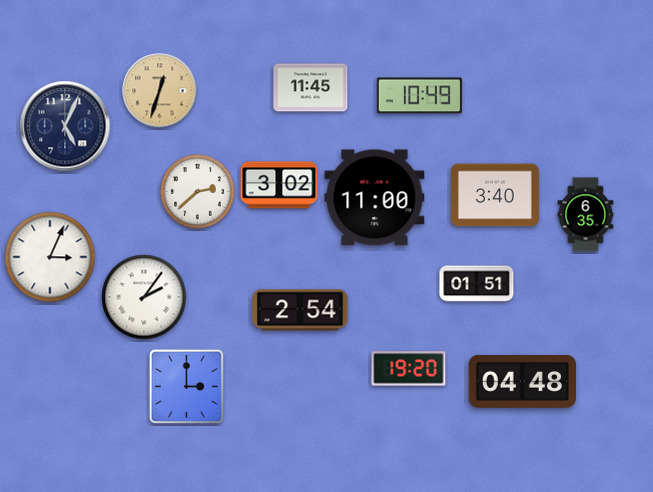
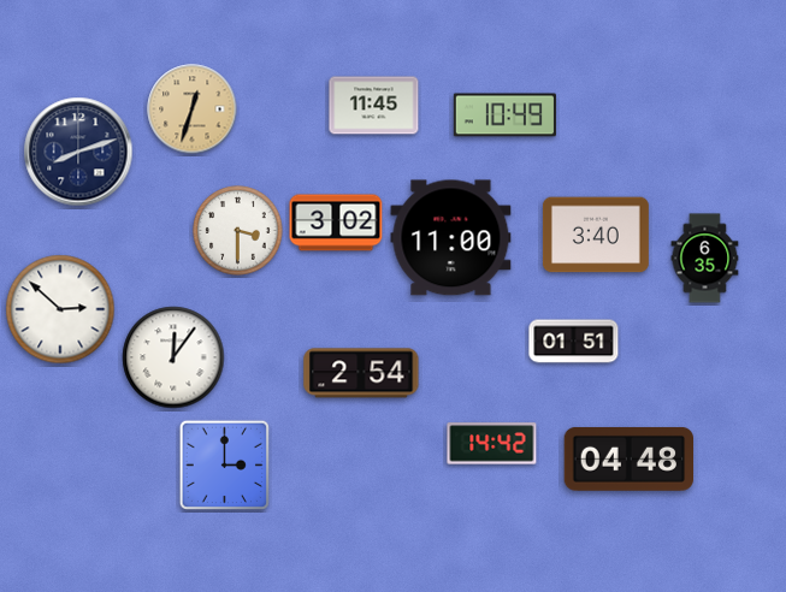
clock at (65, 126): 5:04 -> 8:12
clock at (198, 192): 2:38 -> 3:30
clock at (50, 257): 3:04 -> 2:52
clock at (144, 297): 2:06 -> 12:06
clock at (409, 369): 19:20 -> 14:42
